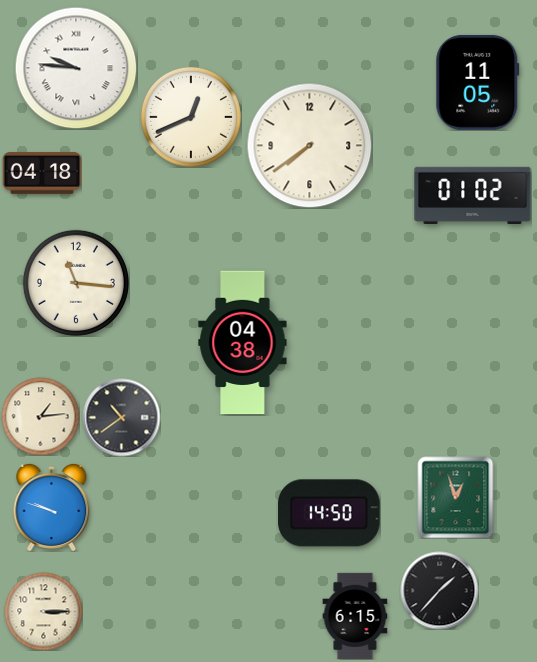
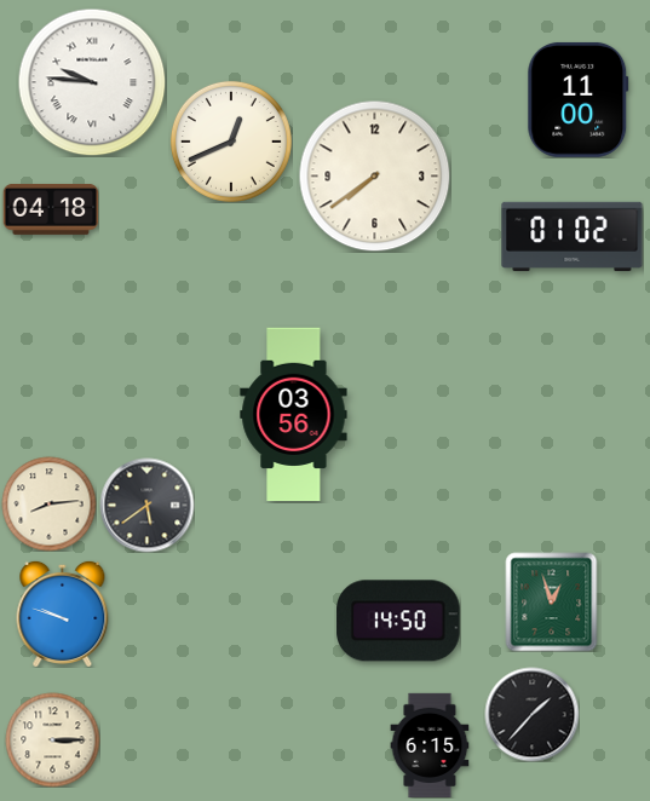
clock at (478, 82): 11:05 -> 11:00
clock at (76, 283): 11:16 -> none
clock at (243, 343): 04:38 -> 03:56
clock at (40, 416): 1:14 -> 8:14
clock at (121, 417): 10:39 -> 5:39
